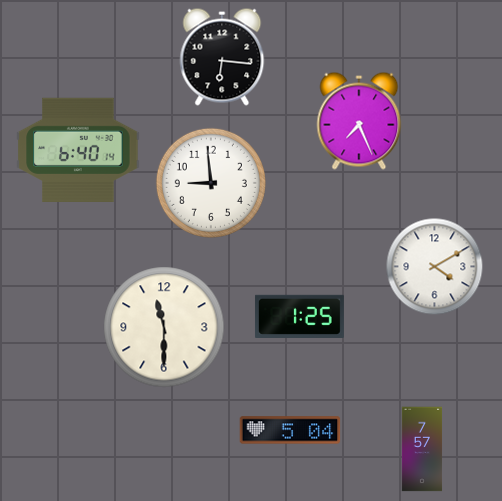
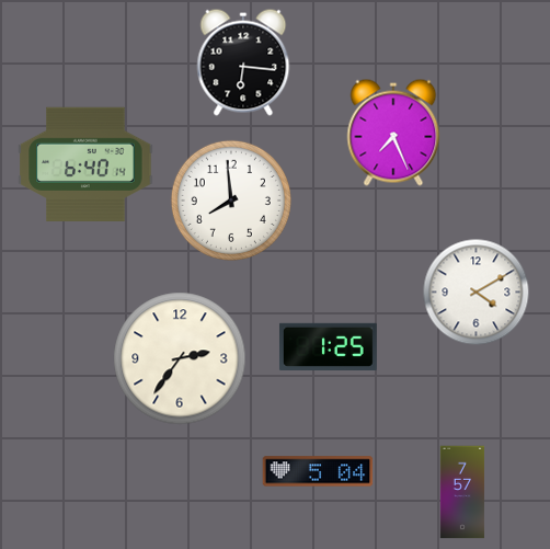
clock at (211, 183): 8:59 -> 7:59
clock at (164, 327): 11:30 -> 2:36
